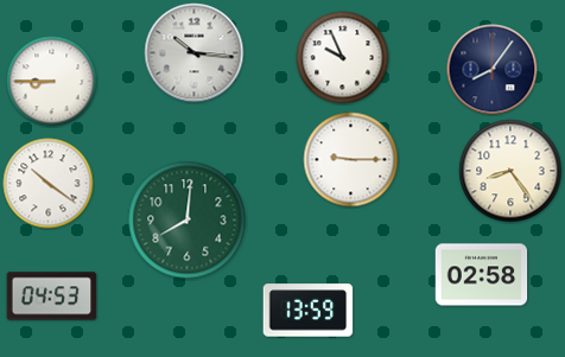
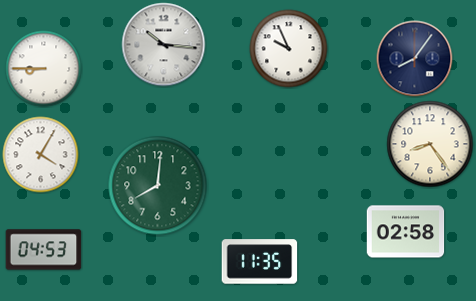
clock at (351, 160): 9:15 -> none
clock at (49, 184): 10:21 -> 4:05
clock at (309, 311): 13:59 -> 11:35
